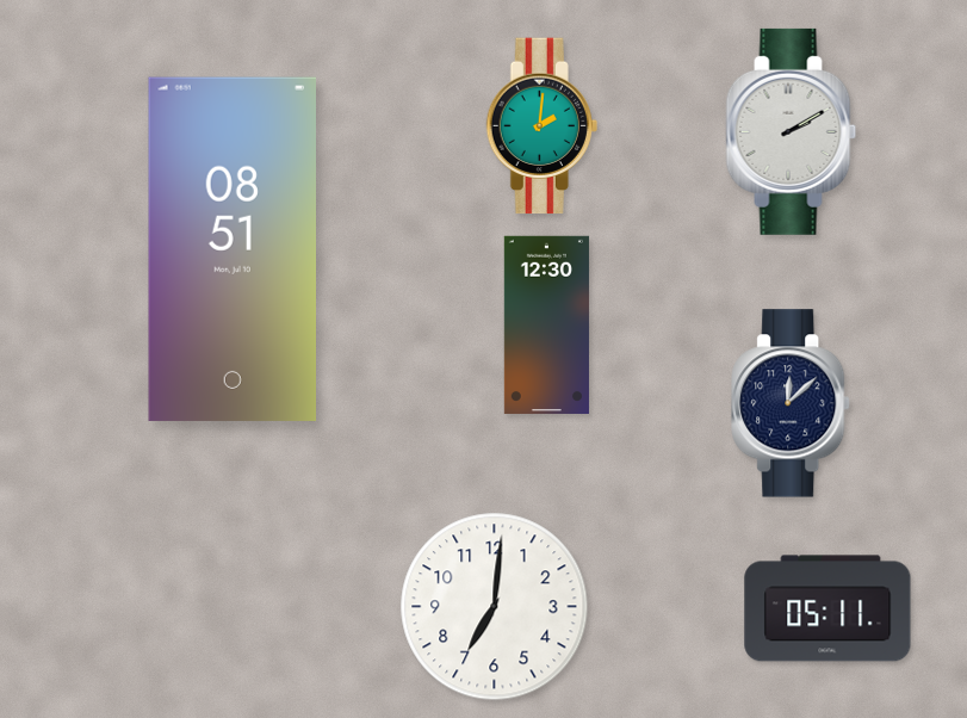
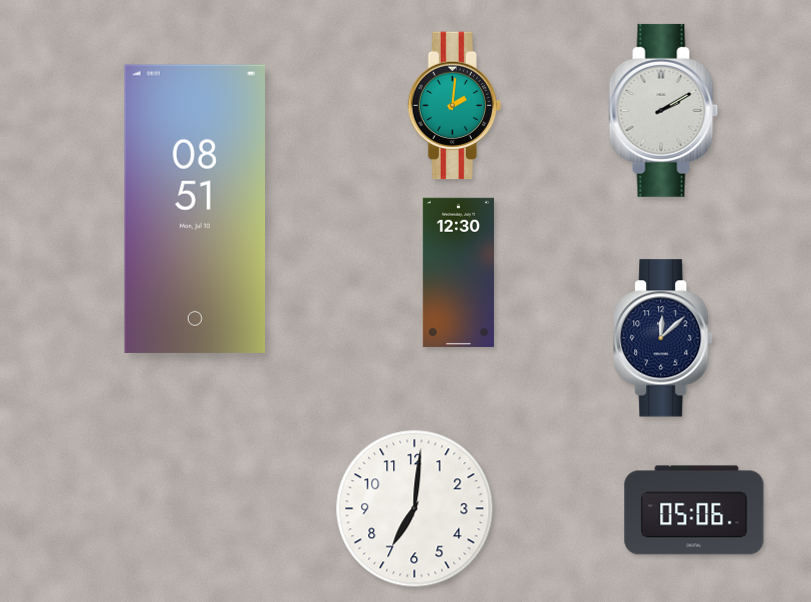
clock at (827, 608): 05:11 -> 05:06
